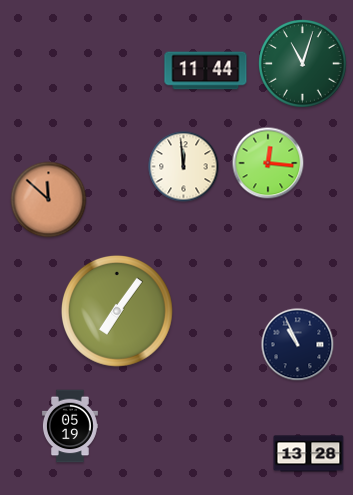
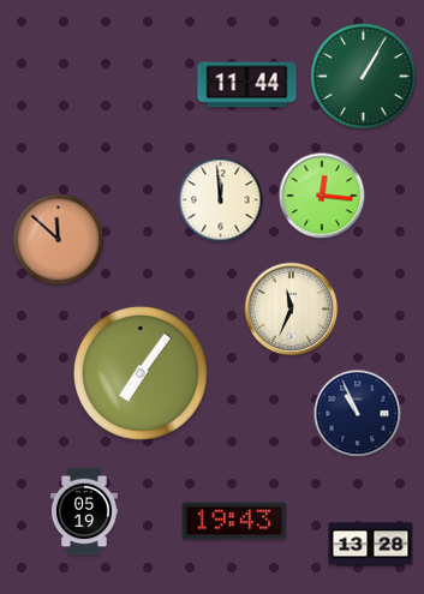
clock at (303, 64): 11:03 -> 1:05
clock at (292, 310): none -> 11:34
clock at (234, 521): none -> 19:43
